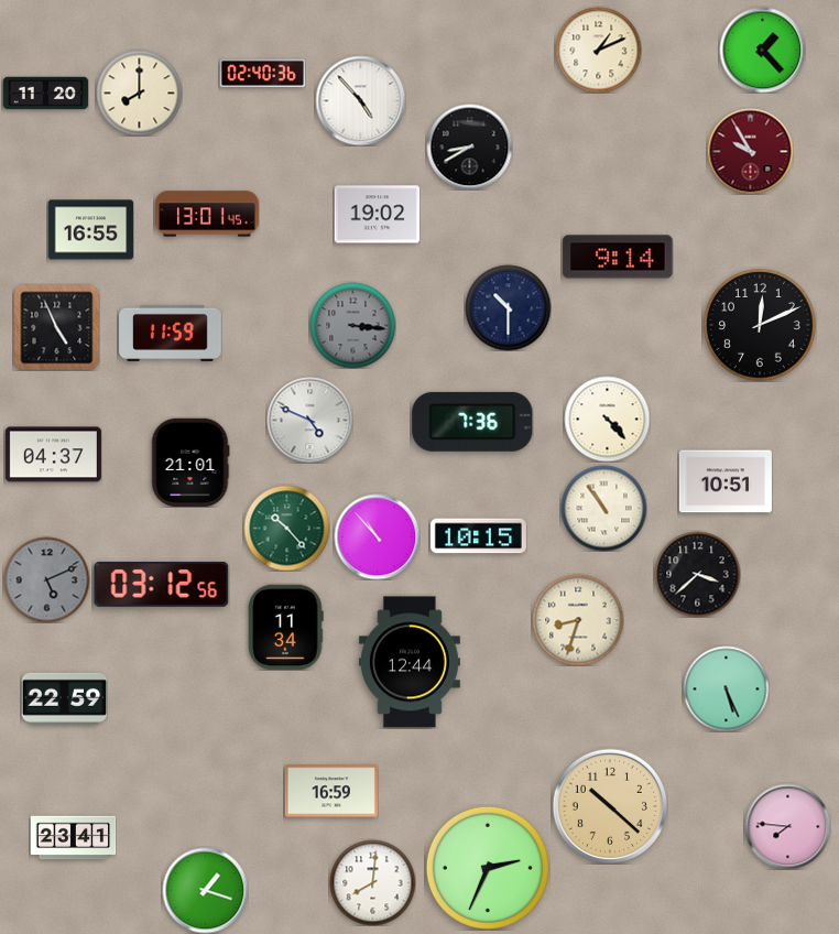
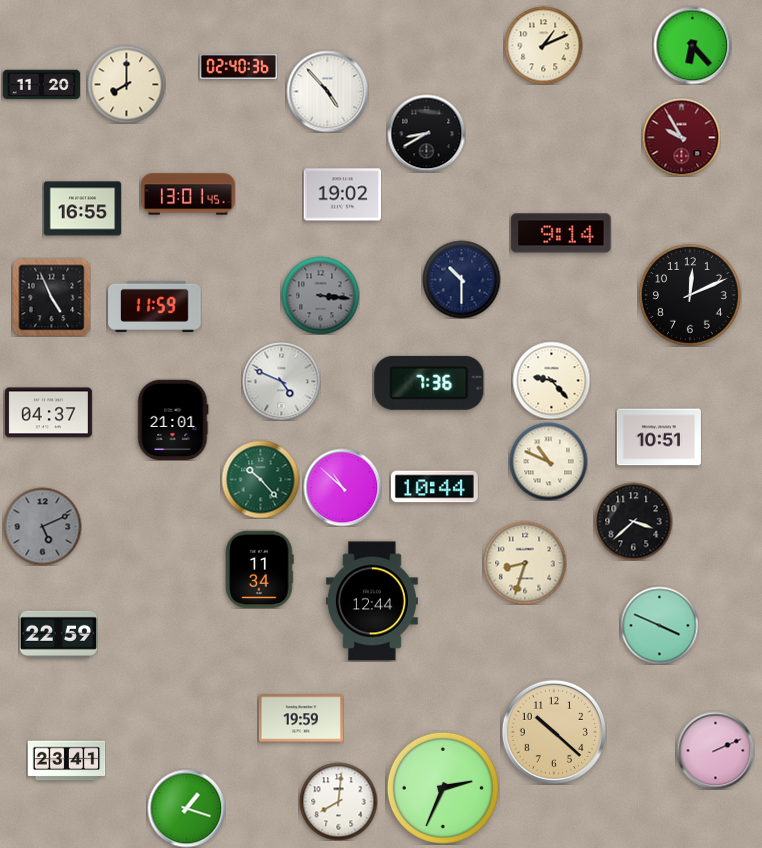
clock at (762, 50): 1:23 -> 6:23
clock at (171, 333) position: (171, 333) -> (155, 306)
clock at (607, 419): 4:23 -> 9:23
clock at (603, 508): 10:54 -> 10:49
clock at (377, 536): 10:53 -> 10:52
clock at (478, 536): 10:15 -> 10:44
clock at (162, 584): 03:12 -> none
clock at (726, 688): 5:26 -> 3:49
clock at (331, 791): 16:59 -> 19:59
clock at (787, 826): 7:46 -> 2:11
